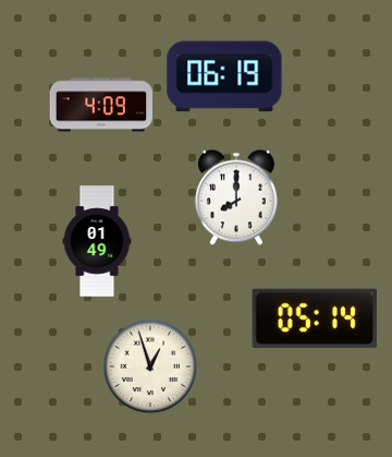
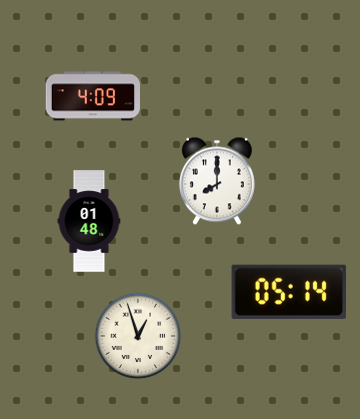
clock at (224, 76): 06:19 -> none
clock at (97, 241): 01:49 -> 01:48
